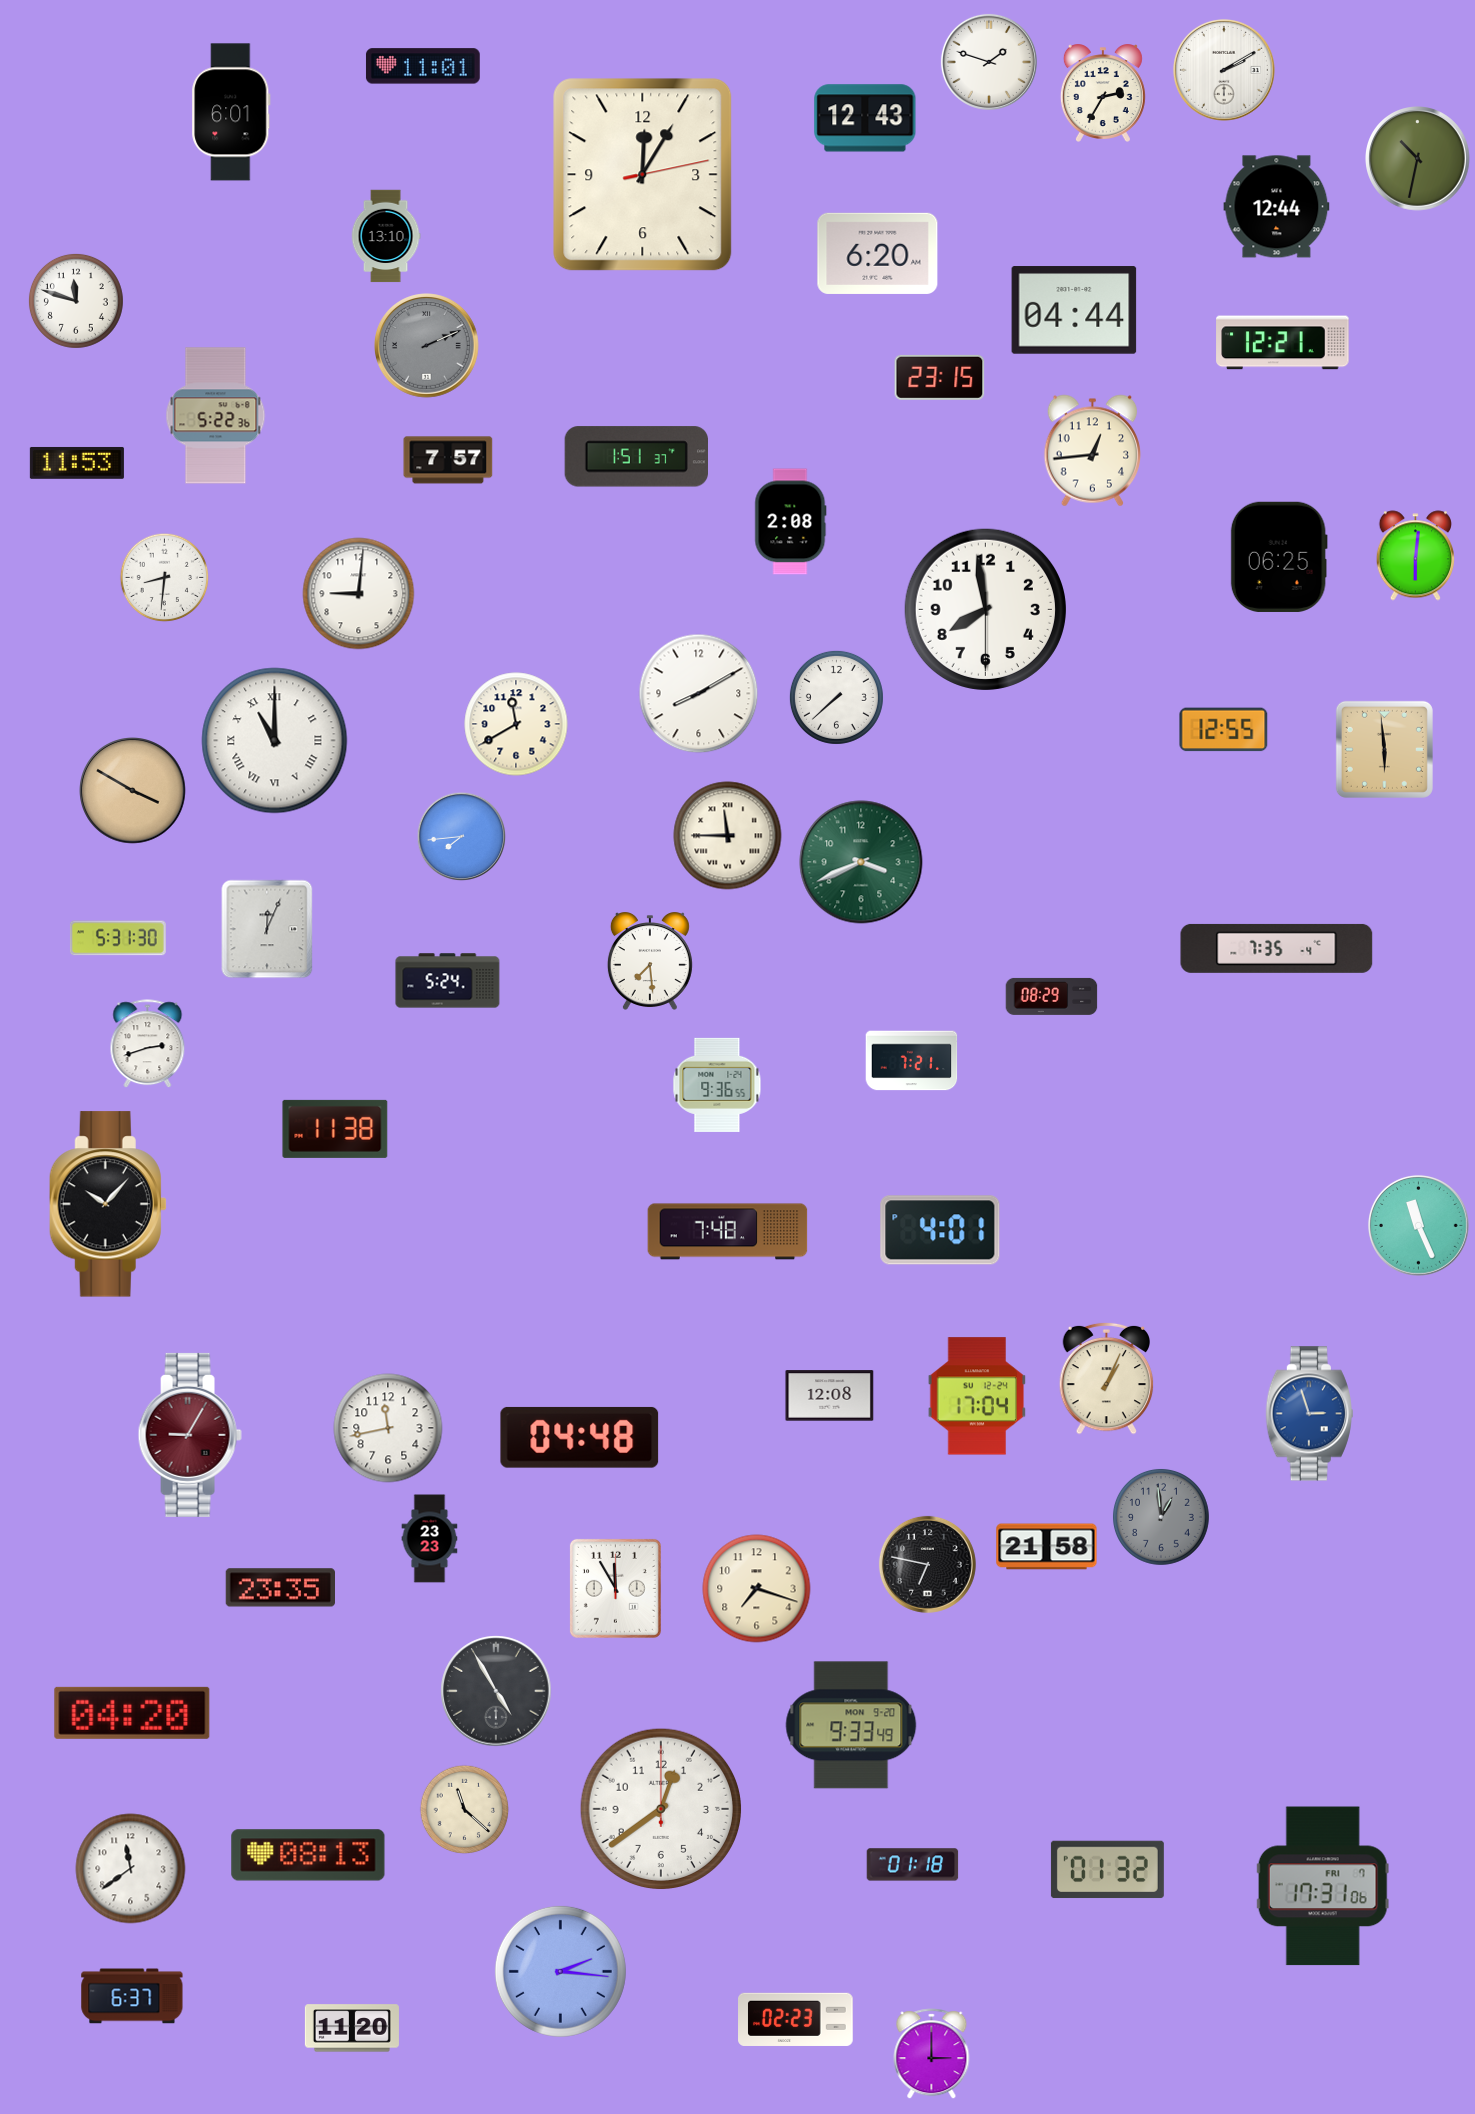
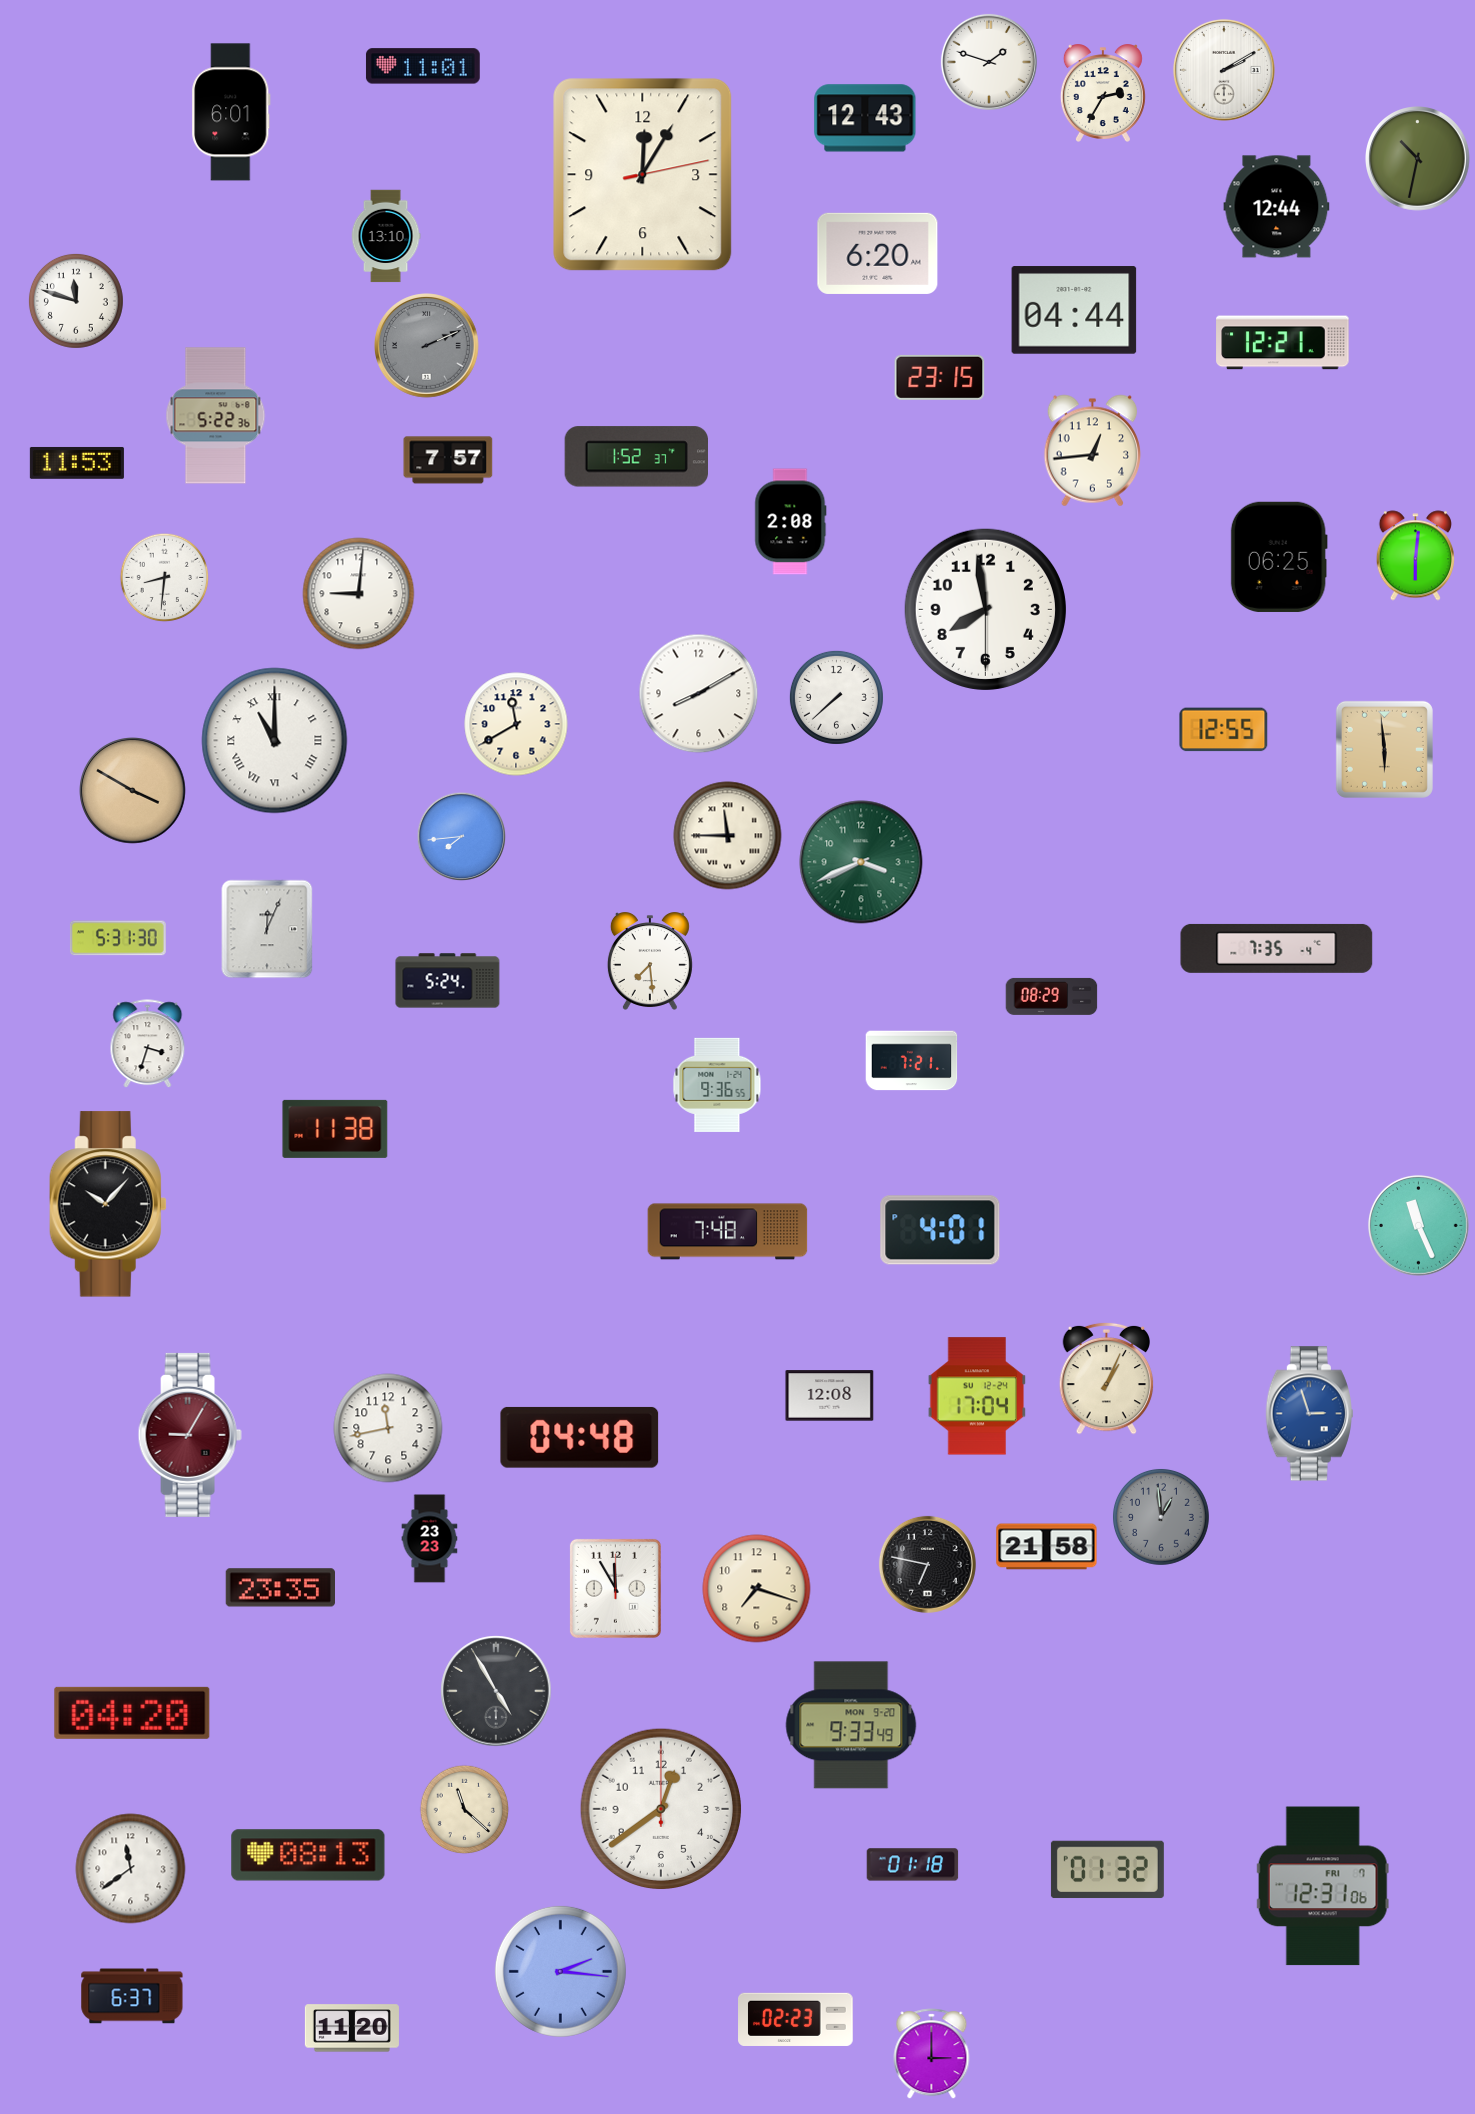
clock at (636, 457): 1:51 -> 1:52
clock at (148, 1044): 2:42 -> 3:33
clock at (1323, 1886): 17:31 -> 12:31
